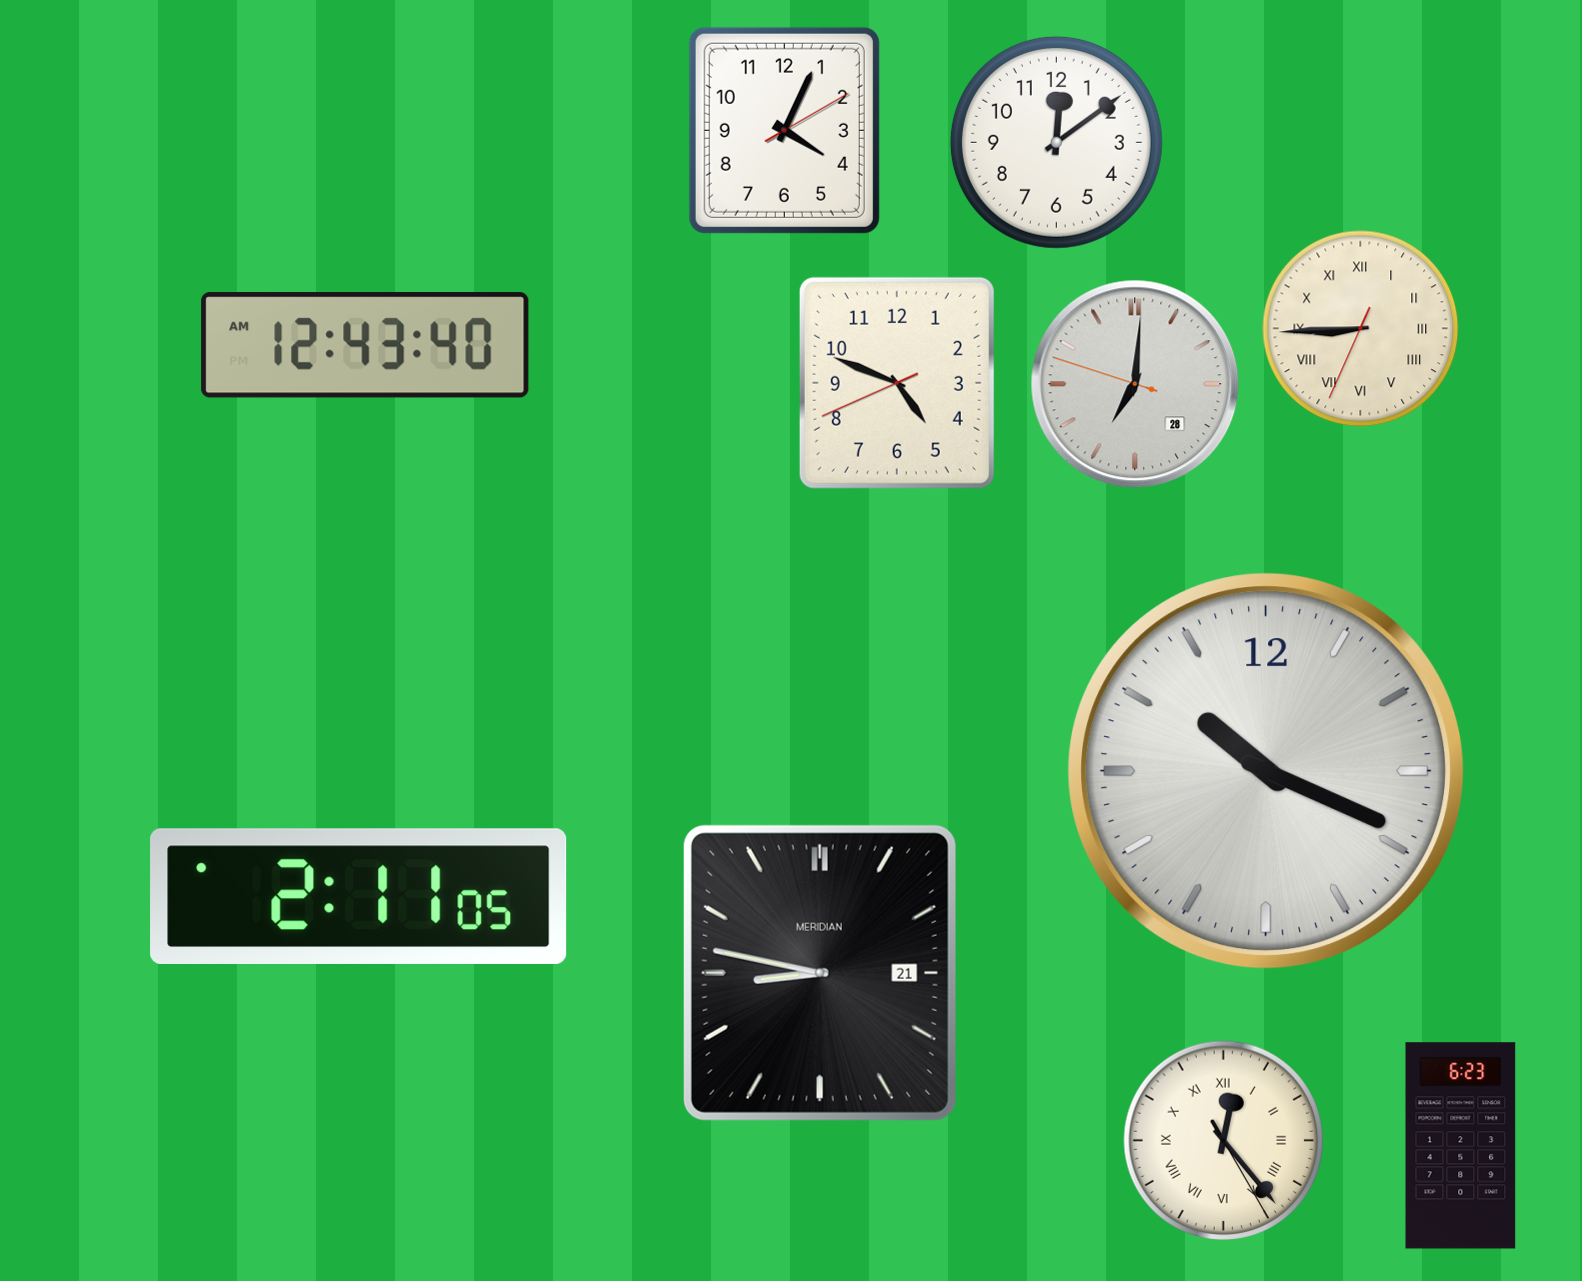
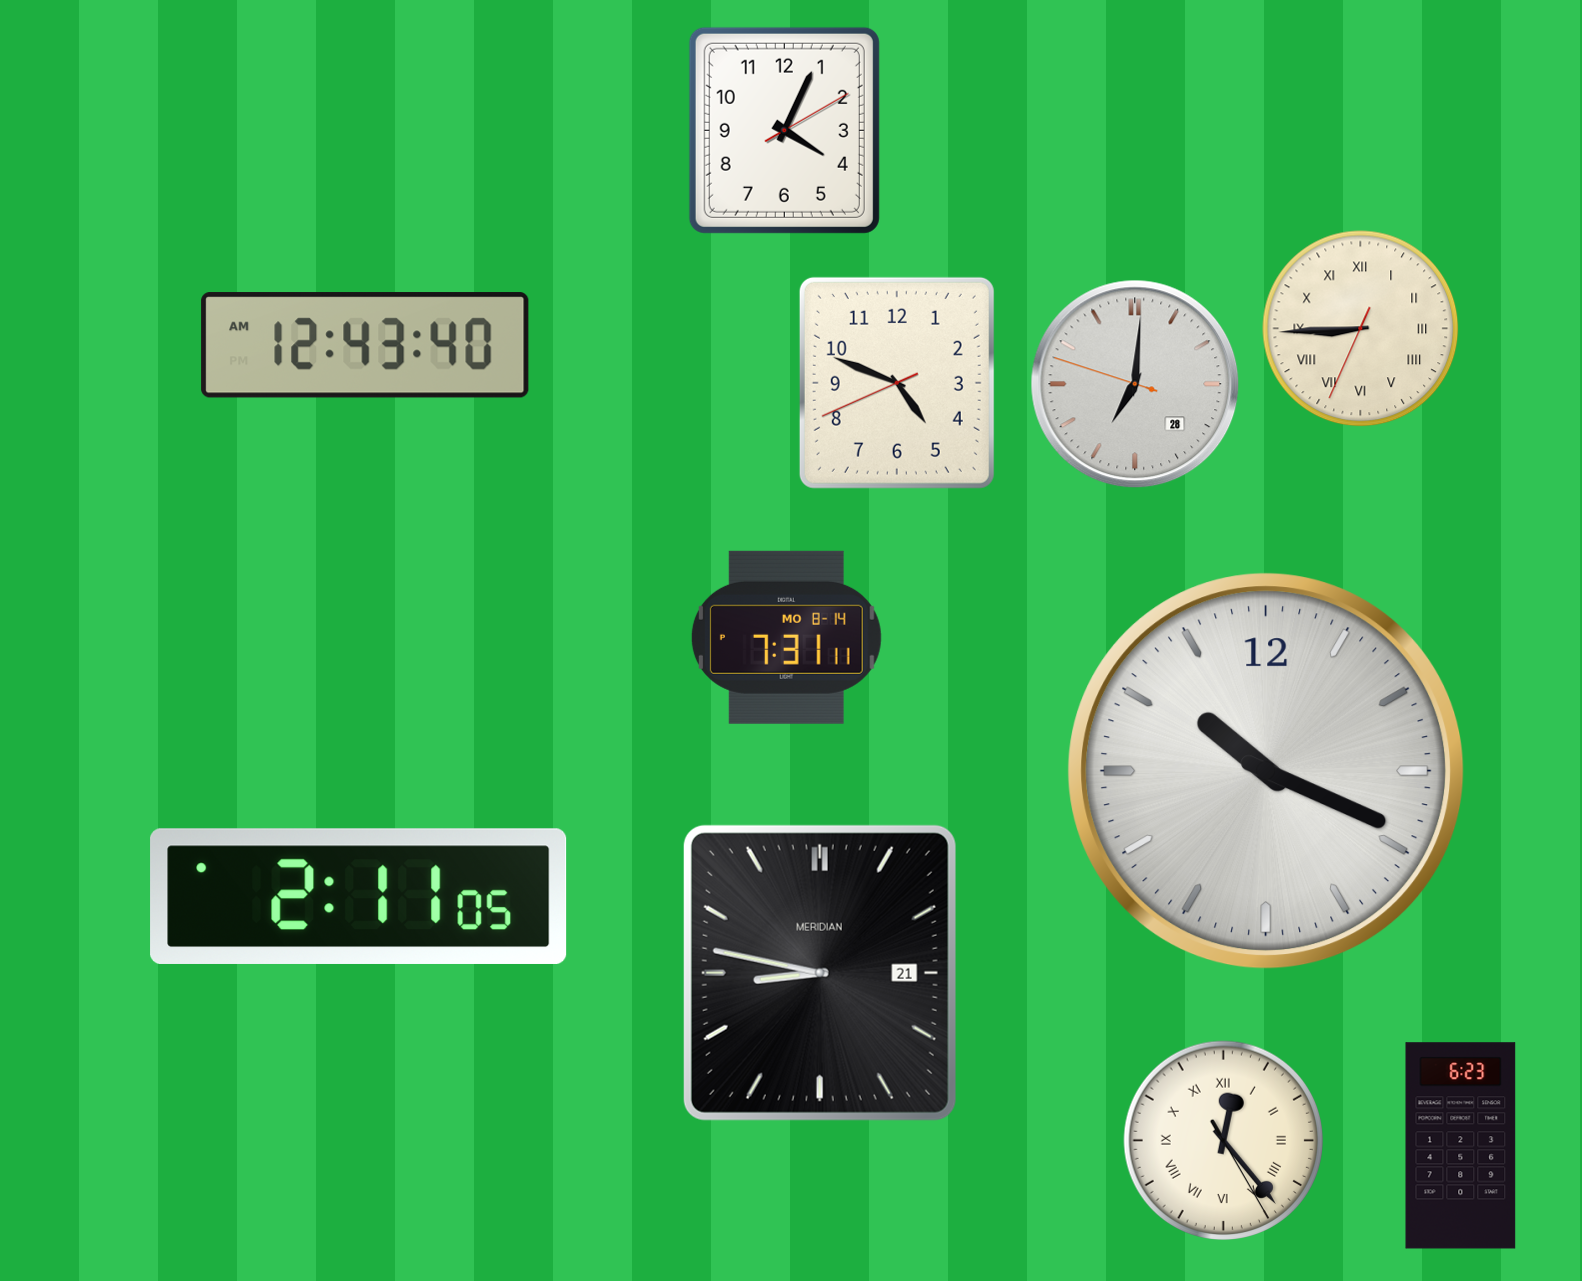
clock at (1056, 142): 12:09 -> none
clock at (786, 637): none -> 7:31
